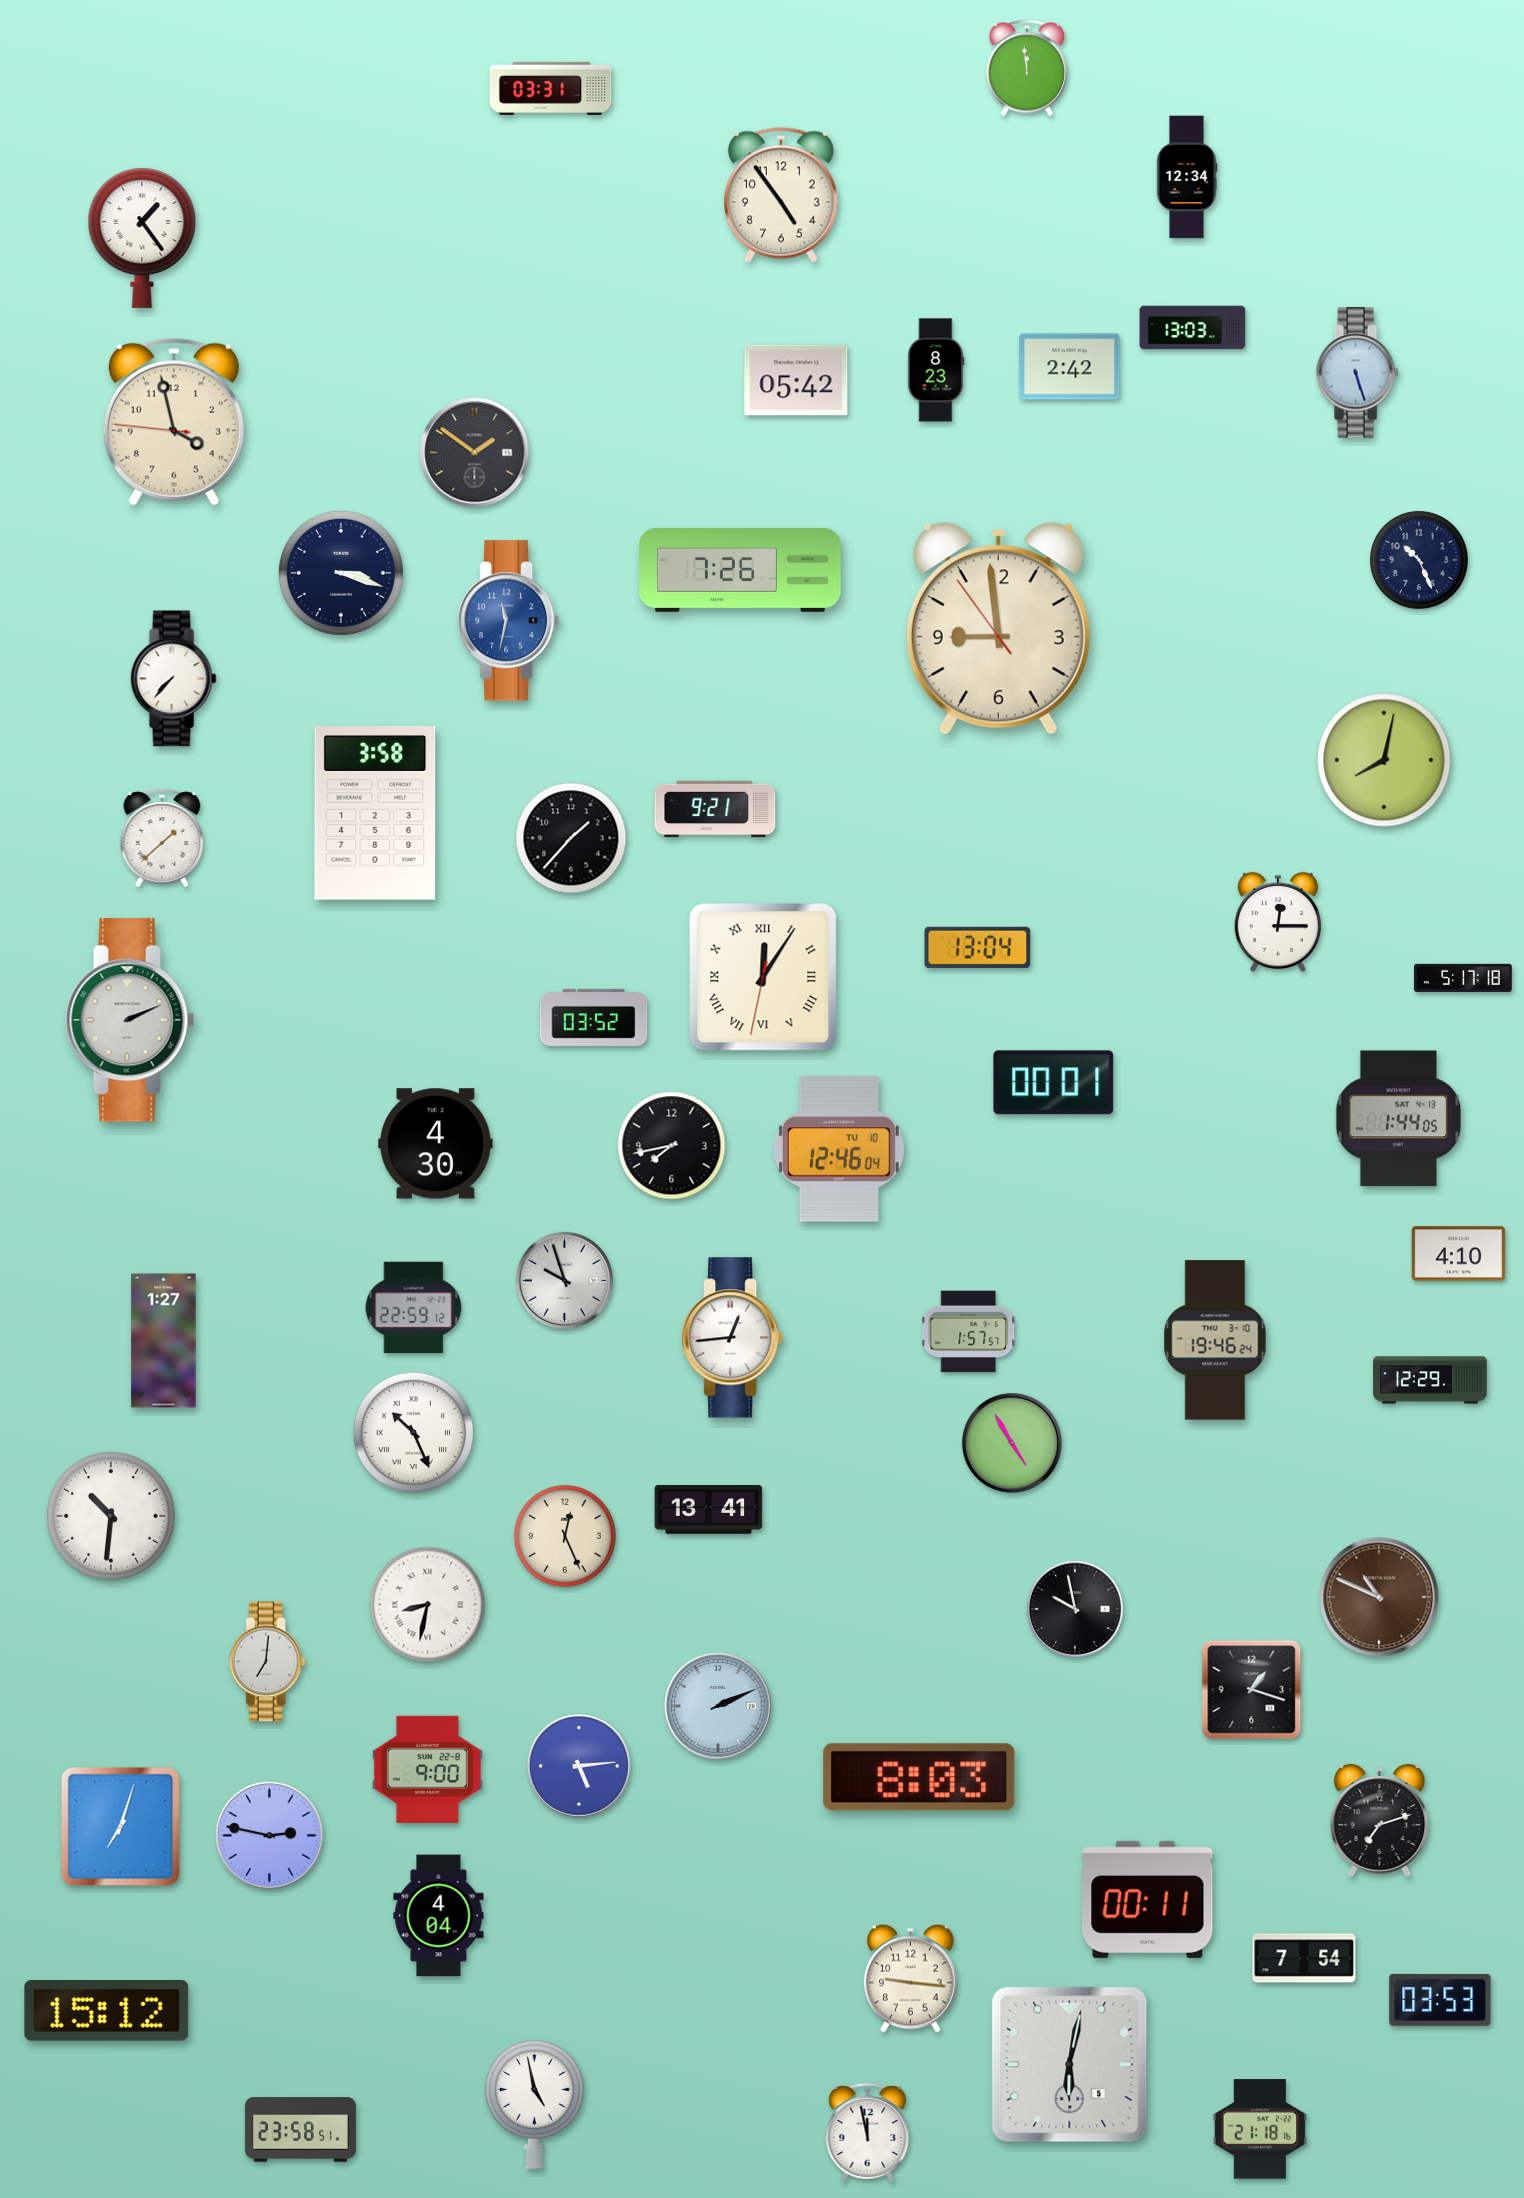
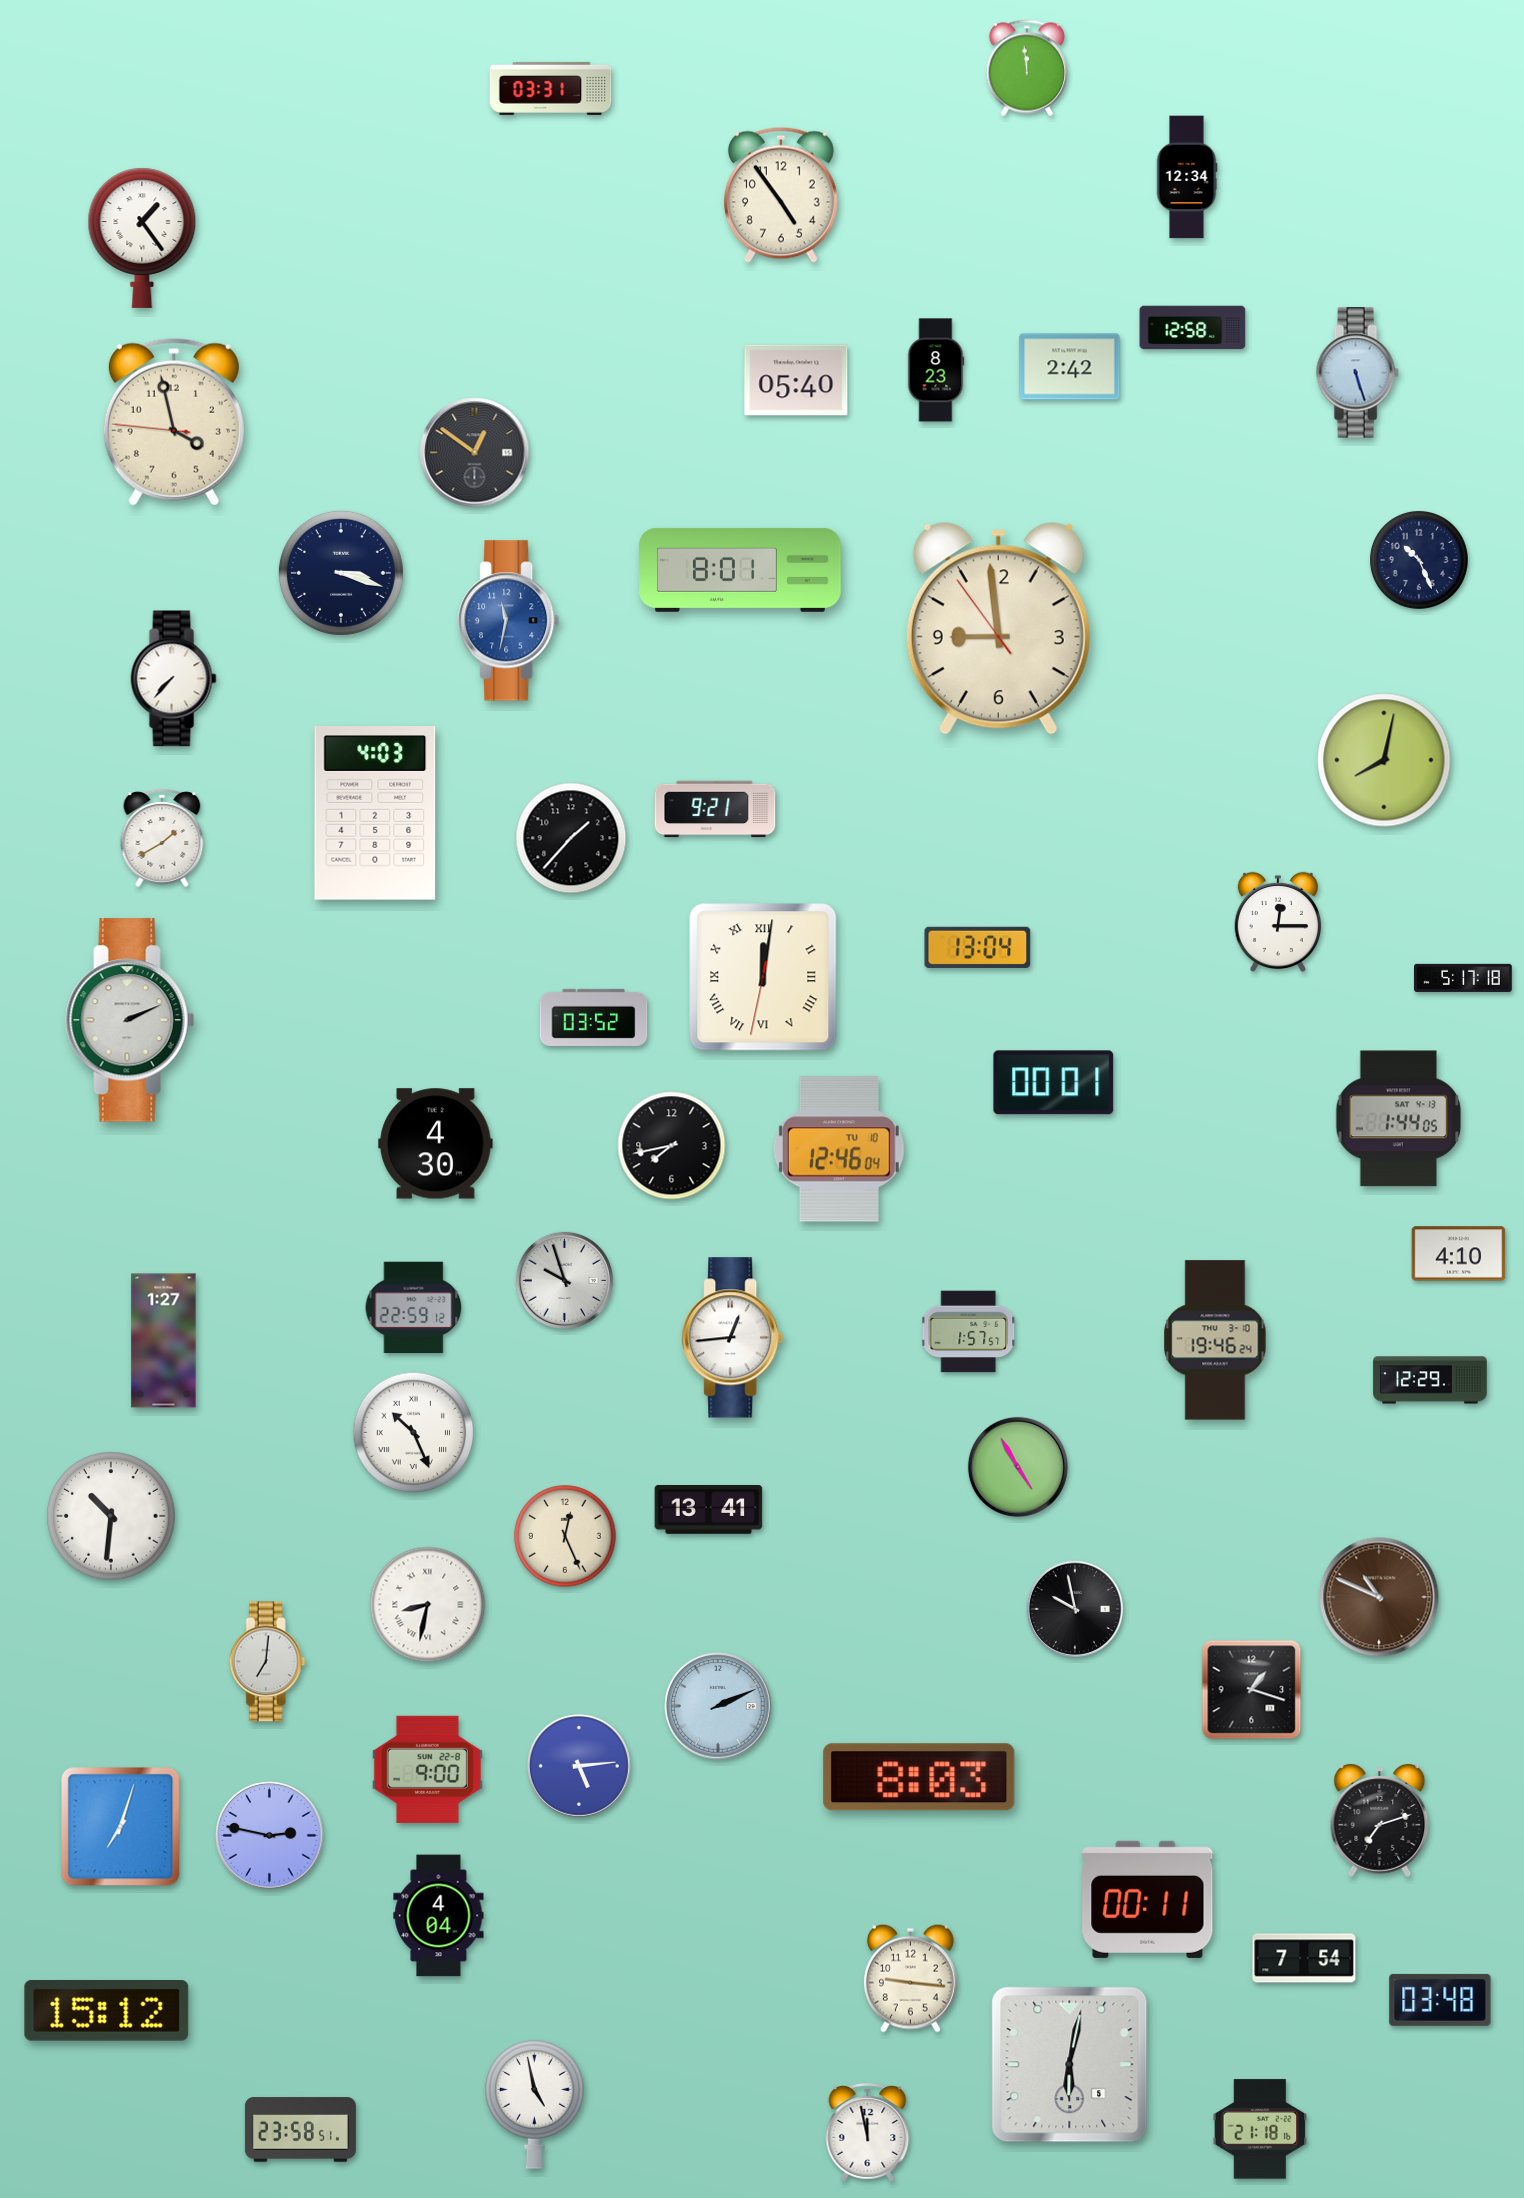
clock at (1193, 328): 13:03 -> 12:58
clock at (796, 380): 05:42 -> 05:40
clock at (475, 453): 1:51 -> 12:51
clock at (740, 570): 7:26 -> 8:01
clock at (375, 813): 3:58 -> 4:03
clock at (162, 838): 1:38 -> 1:40
clock at (763, 977): 12:05 -> 12:01
clock at (1012, 1443) position: (1012, 1443) -> (1018, 1467)
clock at (1440, 2000): 03:53 -> 03:48
